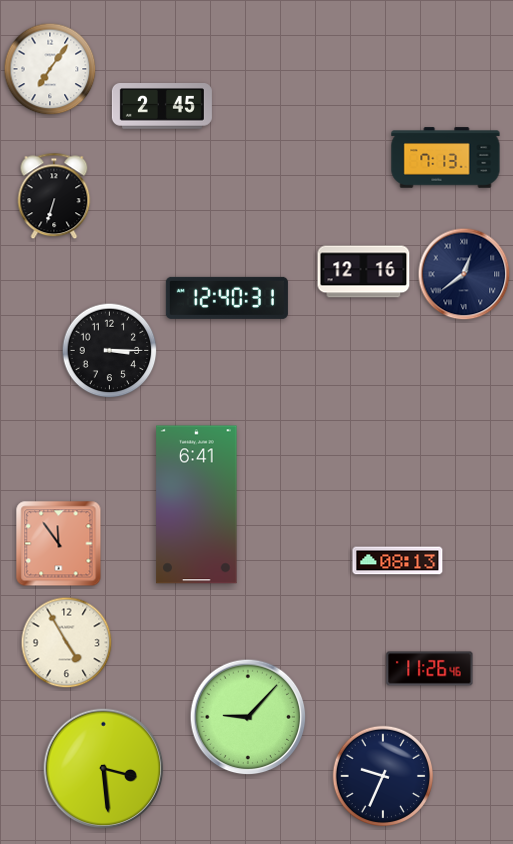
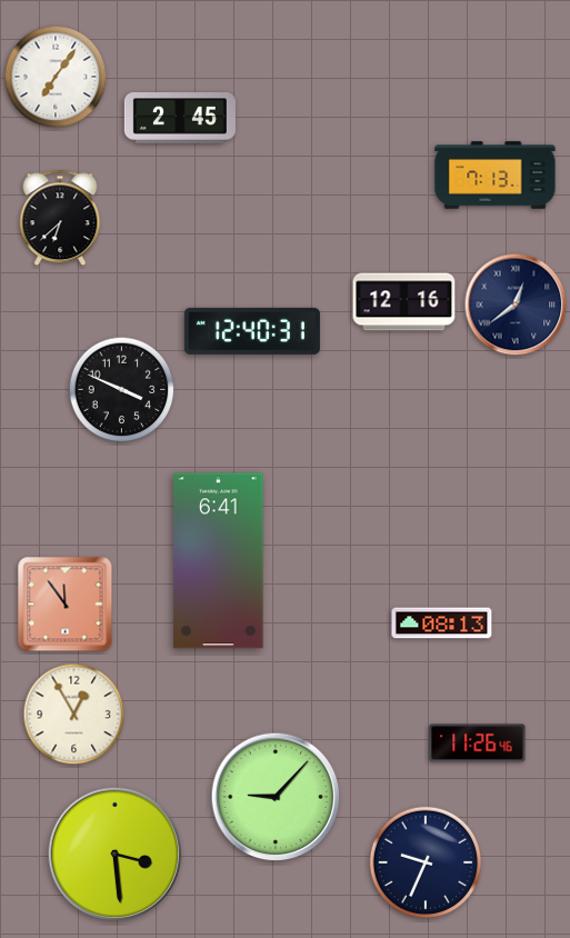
clock at (54, 196): 6:33 -> 6:38
clock at (110, 351): 3:15 -> 3:49
clock at (67, 643): 4:55 -> 12:55
